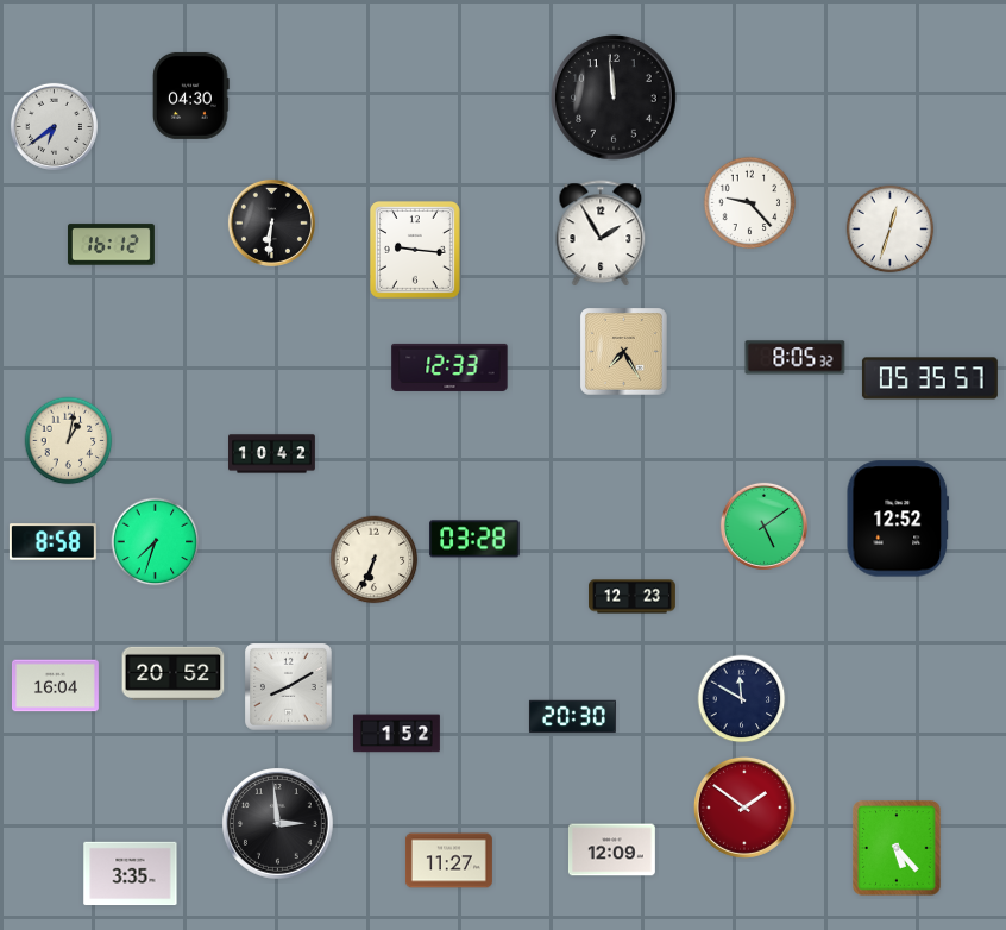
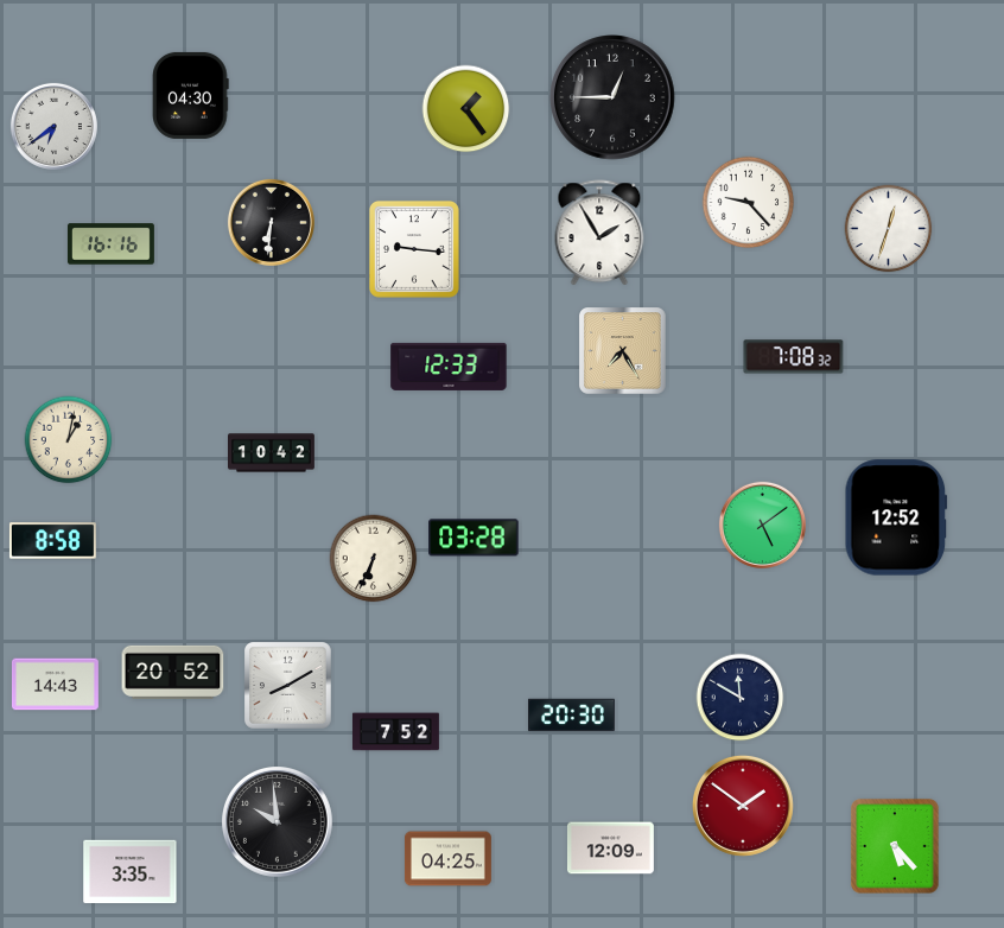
clock at (614, 98): 11:59 -> 12:45
clock at (466, 109): none -> 1:24
clock at (111, 245): 16:12 -> 16:16
clock at (796, 358): 8:05 -> 7:08
clock at (930, 378): 05:35 -> none
clock at (156, 542): 7:33 -> none
clock at (633, 597): 12:23 -> none
clock at (55, 686): 16:04 -> 14:43
clock at (396, 734): 1:52 -> 7:52
clock at (278, 824): 2:59 -> 9:59
clock at (448, 861): 11:27 -> 04:25
